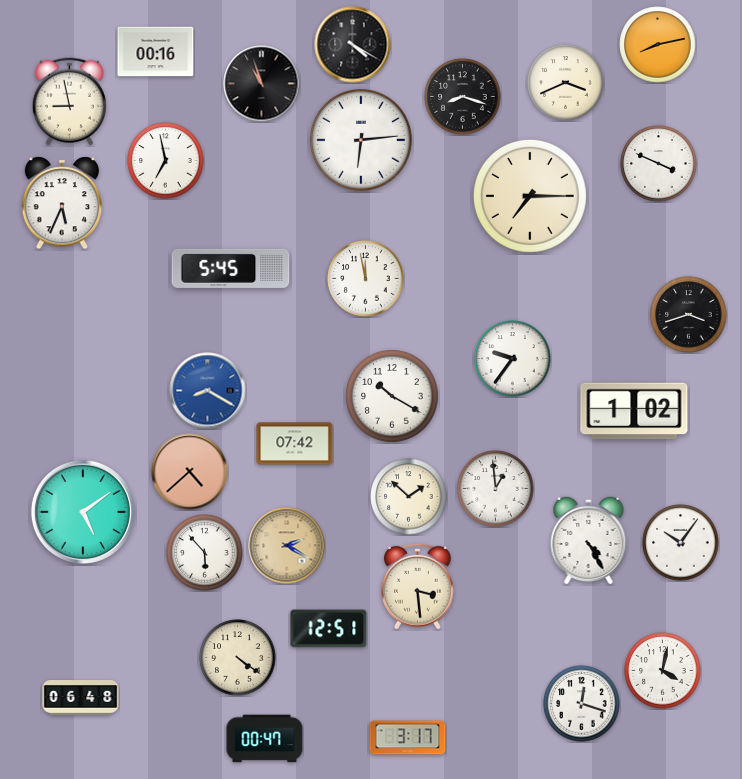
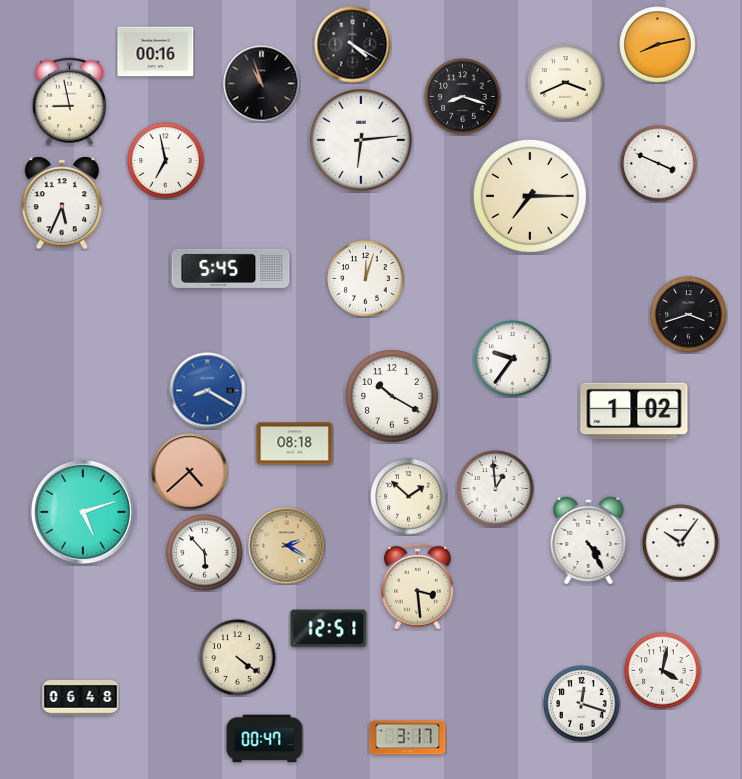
clock at (366, 279): 11:58 -> 12:03
clock at (295, 444): 07:42 -> 08:18
clock at (83, 512): 5:09 -> 5:12
